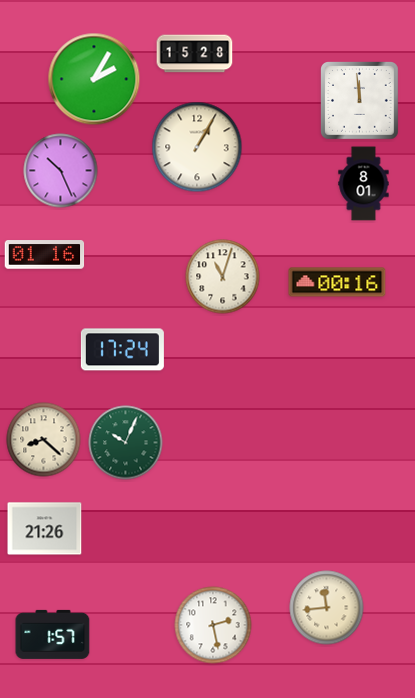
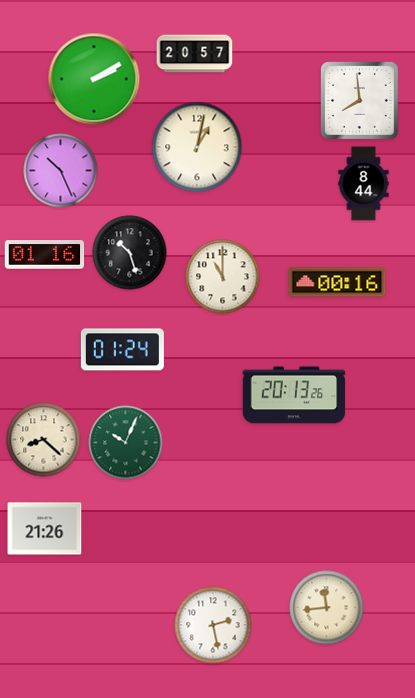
clock at (195, 54): 15:28 -> 20:57
clock at (94, 79): 2:05 -> 2:10
clock at (360, 101): 11:59 -> 7:59
clock at (197, 147): 1:05 -> 1:02
clock at (364, 184): 8:01 -> 8:44
clock at (130, 253): none -> 10:27
clock at (223, 277): 11:03 -> 11:00
clock at (122, 350): 17:24 -> 01:24
clock at (294, 395): none -> 20:13
clock at (53, 634): 1:57 -> none
